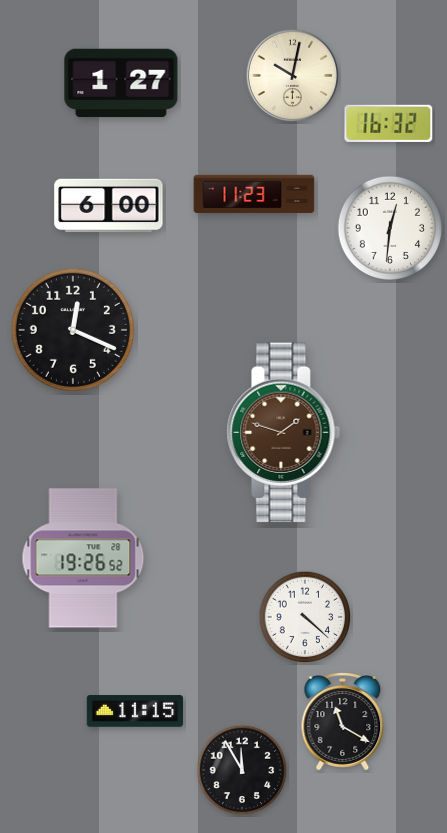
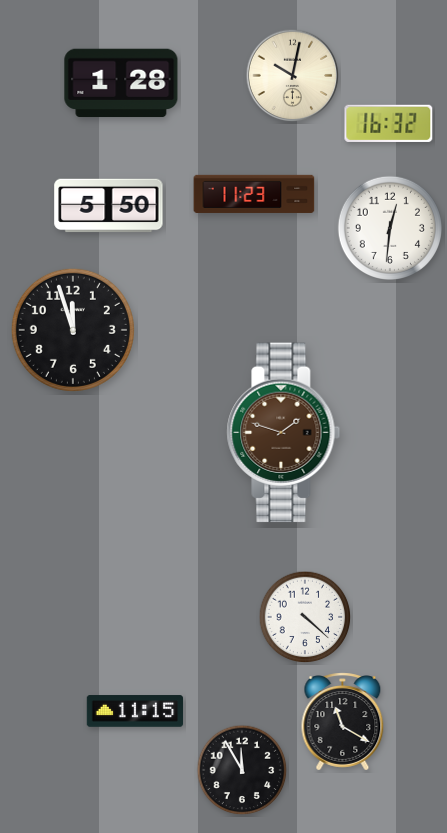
clock at (121, 83): 1:27 -> 1:28
clock at (109, 206): 6:00 -> 5:50
clock at (73, 330): 12:19 -> 11:57
clock at (83, 558): 19:26 -> none
